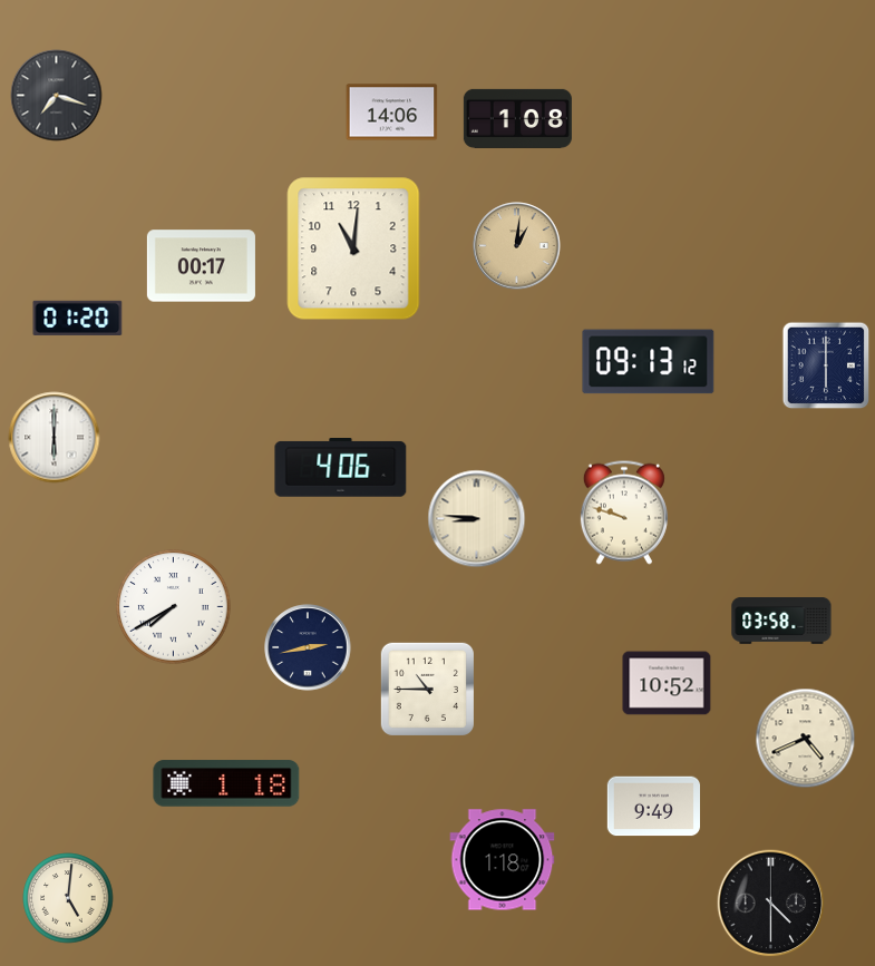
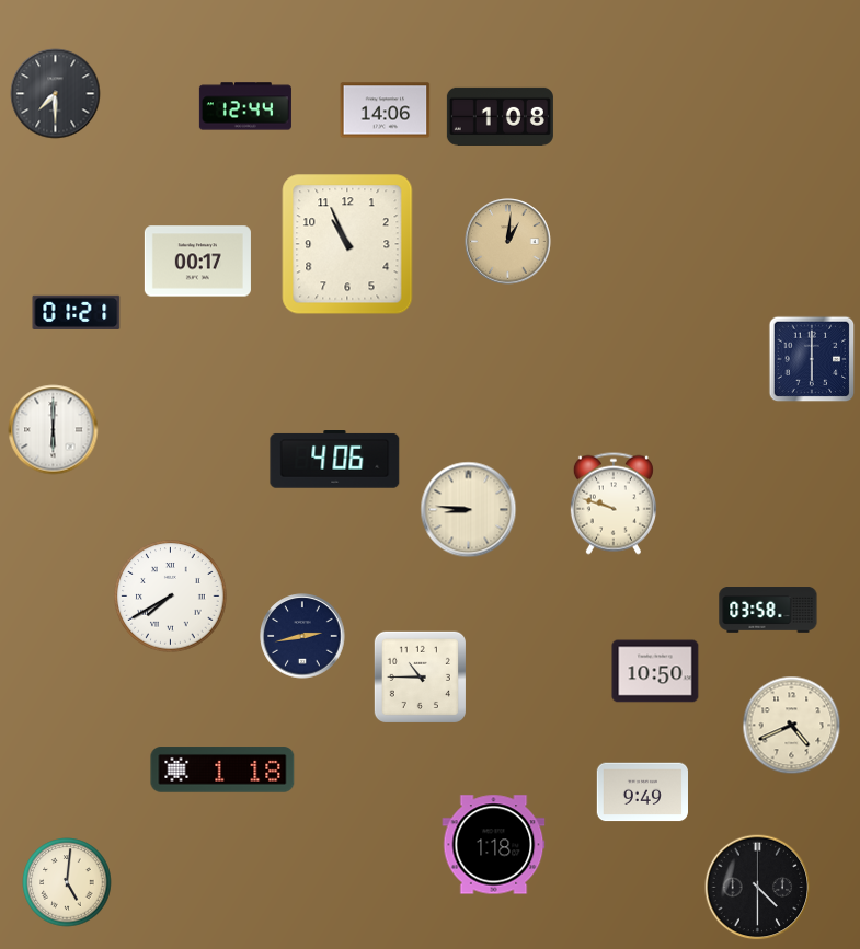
clock at (57, 96): 7:18 -> 7:30
clock at (245, 106): none -> 12:44
clock at (517, 118) position: (517, 118) -> (500, 116)
clock at (353, 248): 11:01 -> 10:56
clock at (78, 318): 01:20 -> 01:21
clock at (649, 362): 09:13 -> none
clock at (667, 683): 10:52 -> 10:50
